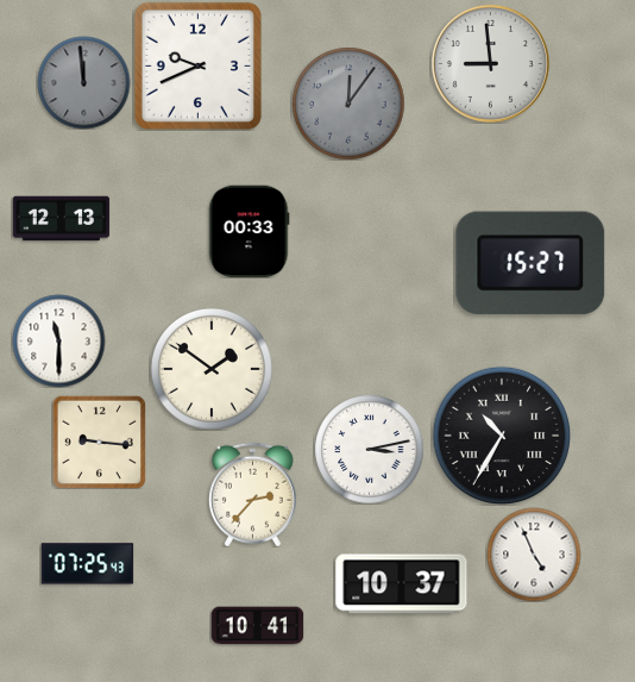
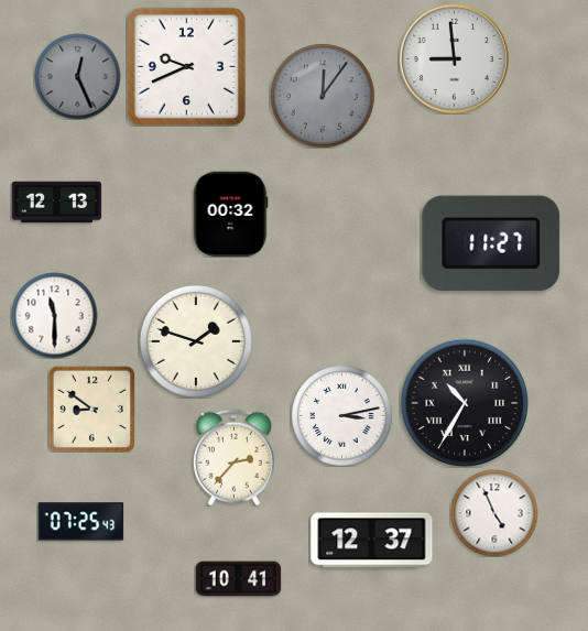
clock at (197, 65) position: (197, 65) -> (186, 66)
clock at (83, 82): 11:59 -> 12:26
clock at (249, 231): 00:33 -> 00:32
clock at (530, 263): 15:27 -> 11:27
clock at (212, 369): 1:51 -> 1:48
clock at (99, 442): 9:16 -> 8:51
clock at (402, 584): 10:37 -> 12:37
